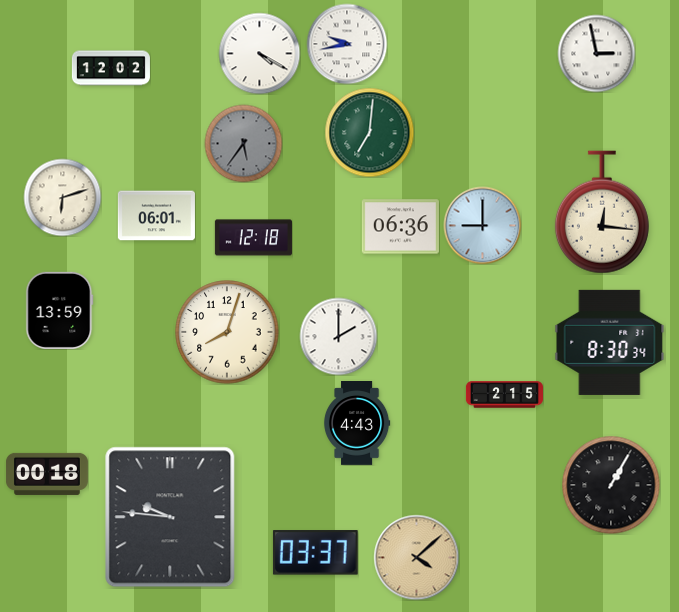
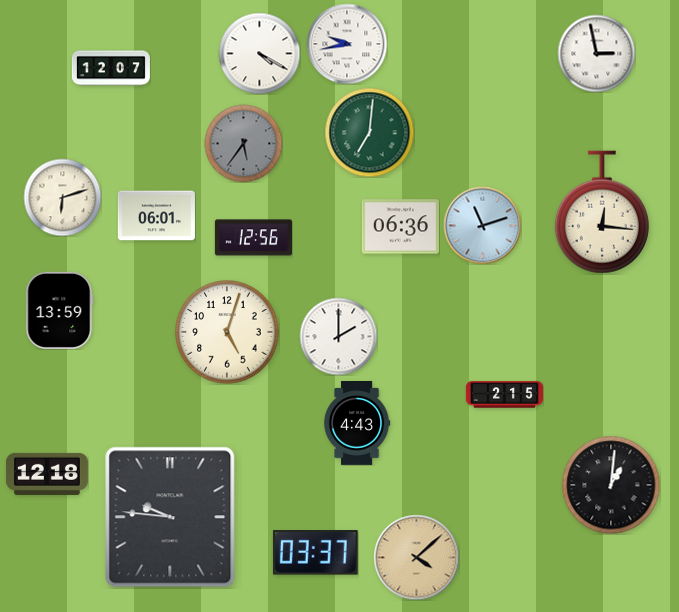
clock at (111, 68): 12:02 -> 12:07
clock at (482, 225): 9:00 -> 11:12
clock at (253, 238): 12:18 -> 12:56
clock at (227, 332): 8:03 -> 5:03
clock at (610, 342): 8:30 -> none
clock at (47, 474): 00:18 -> 12:18
clock at (611, 485): 1:05 -> 1:01
